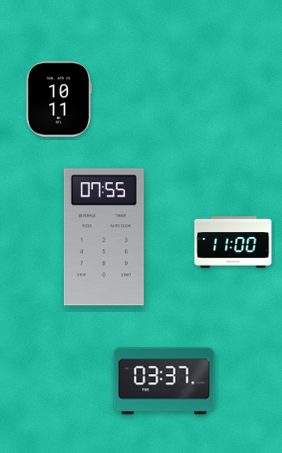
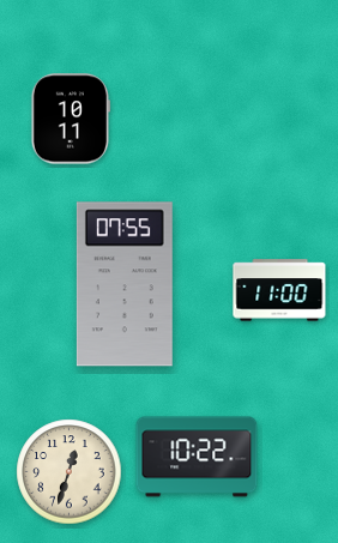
clock at (164, 381): 03:37 -> 10:22
clock at (70, 472): none -> 12:33
